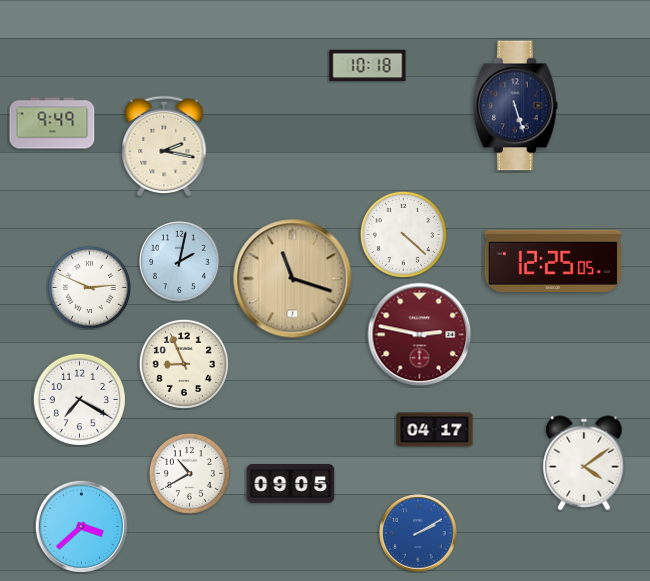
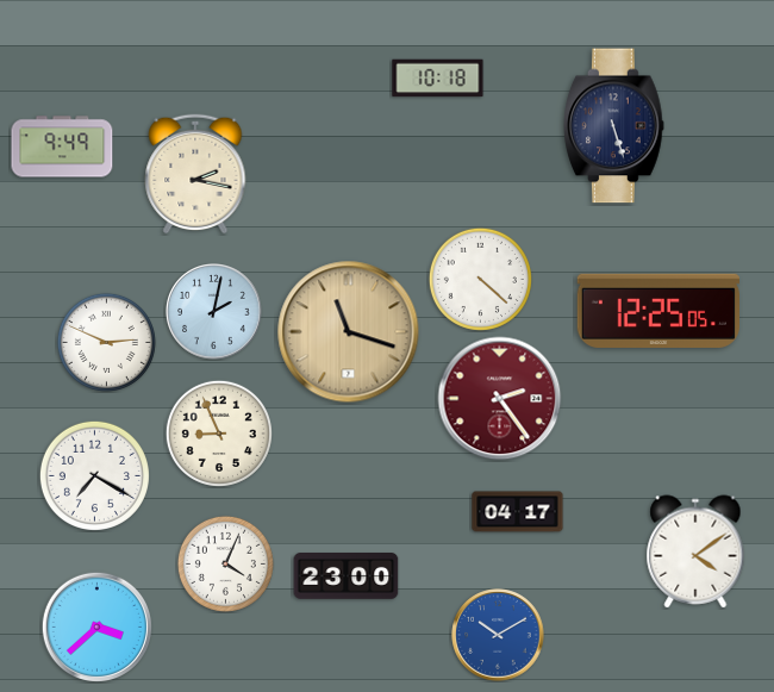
clock at (420, 335): 2:47 -> 2:24
clock at (189, 473): 10:40 -> 4:04
clock at (291, 484): 09:05 -> 23:00
clock at (418, 533): 2:10 -> 10:10
